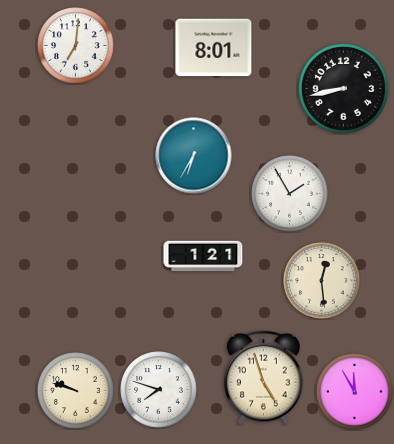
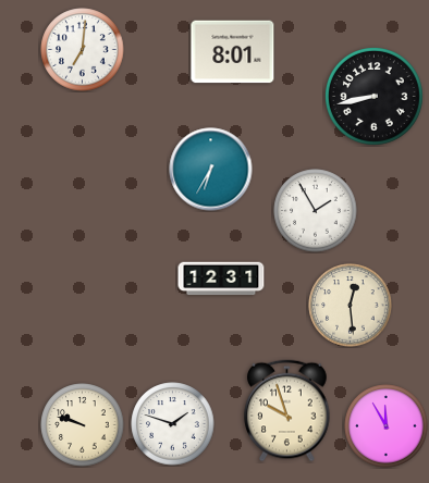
clock at (203, 256): 1:21 -> 12:31
clock at (264, 378): 4:57 -> 9:57
clock at (159, 390): 7:48 -> 1:48
